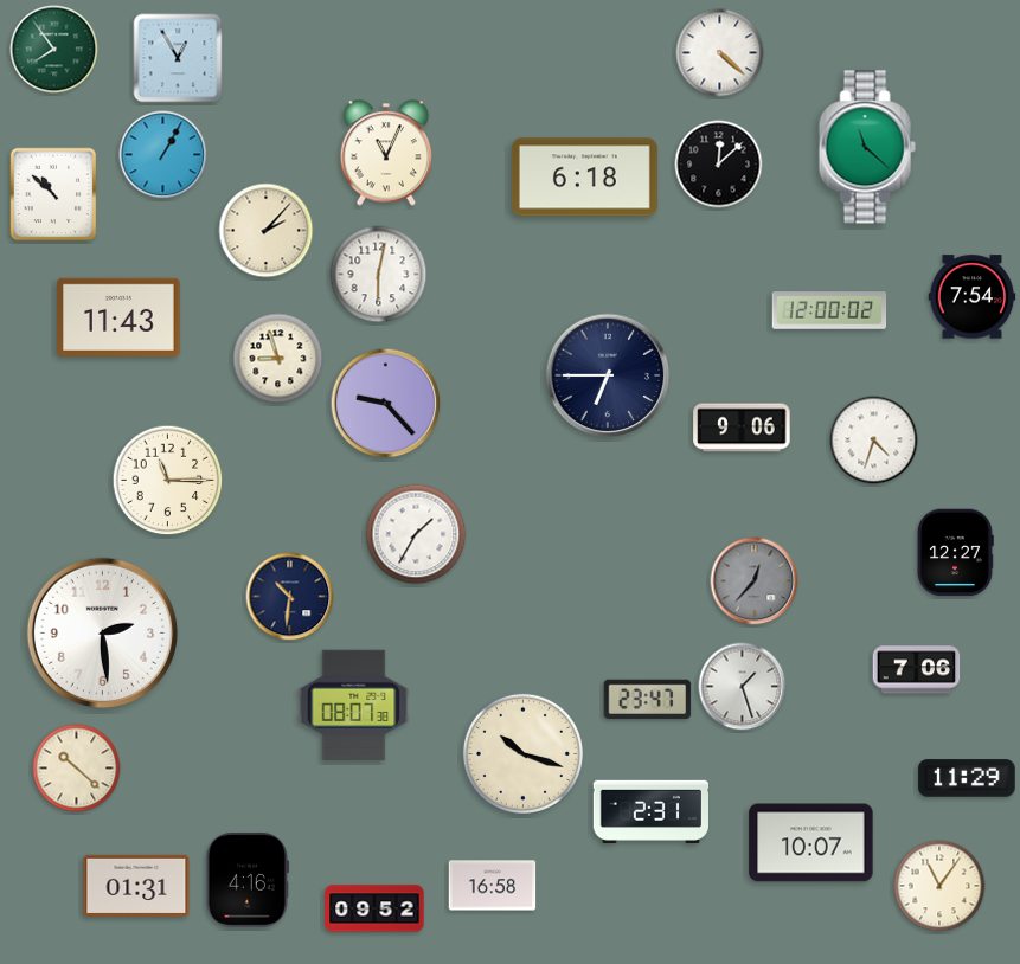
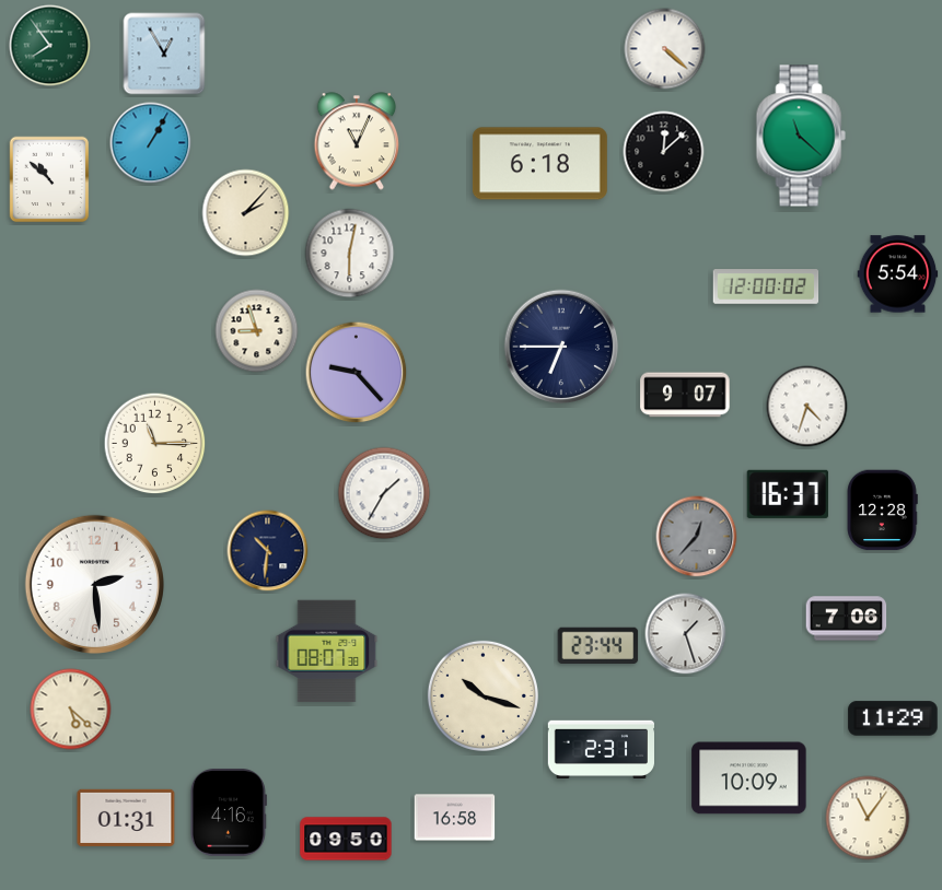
clock at (973, 297): 7:54 -> 5:54
clock at (118, 317): 11:43 -> none
clock at (742, 428): 9:06 -> 9:07
clock at (788, 494): none -> 16:37
clock at (955, 553): 12:27 -> 12:28
clock at (648, 699): 23:47 -> 23:44
clock at (77, 769): 10:22 -> 5:22
clock at (811, 843): 10:07 -> 10:09
clock at (374, 908): 09:52 -> 09:50
